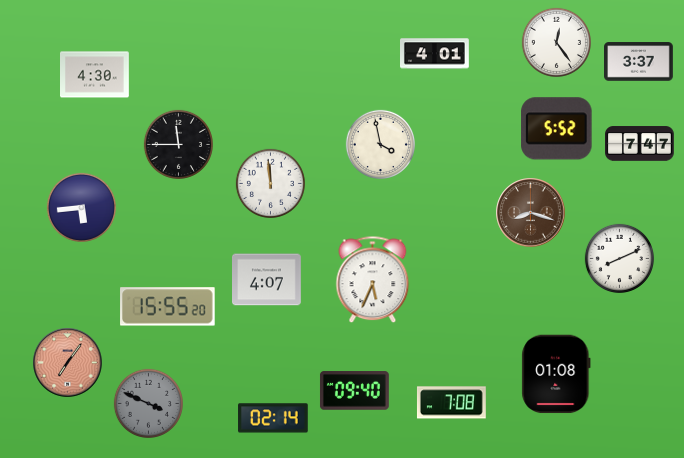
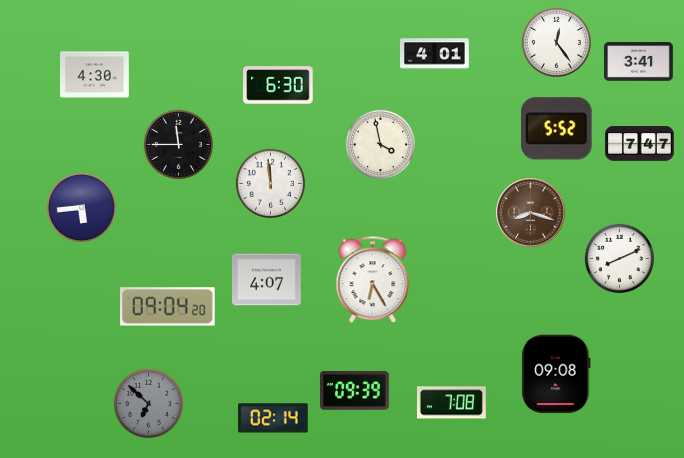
clock at (639, 62): 3:37 -> 3:41
clock at (278, 85): none -> 6:30
clock at (373, 280): 5:34 -> 6:25
clock at (168, 307): 15:55 -> 09:04
clock at (68, 363): 7:06 -> none
clock at (556, 374): 01:08 -> 09:08
clock at (354, 391): 09:40 -> 09:39
clock at (148, 403): 3:49 -> 6:52
